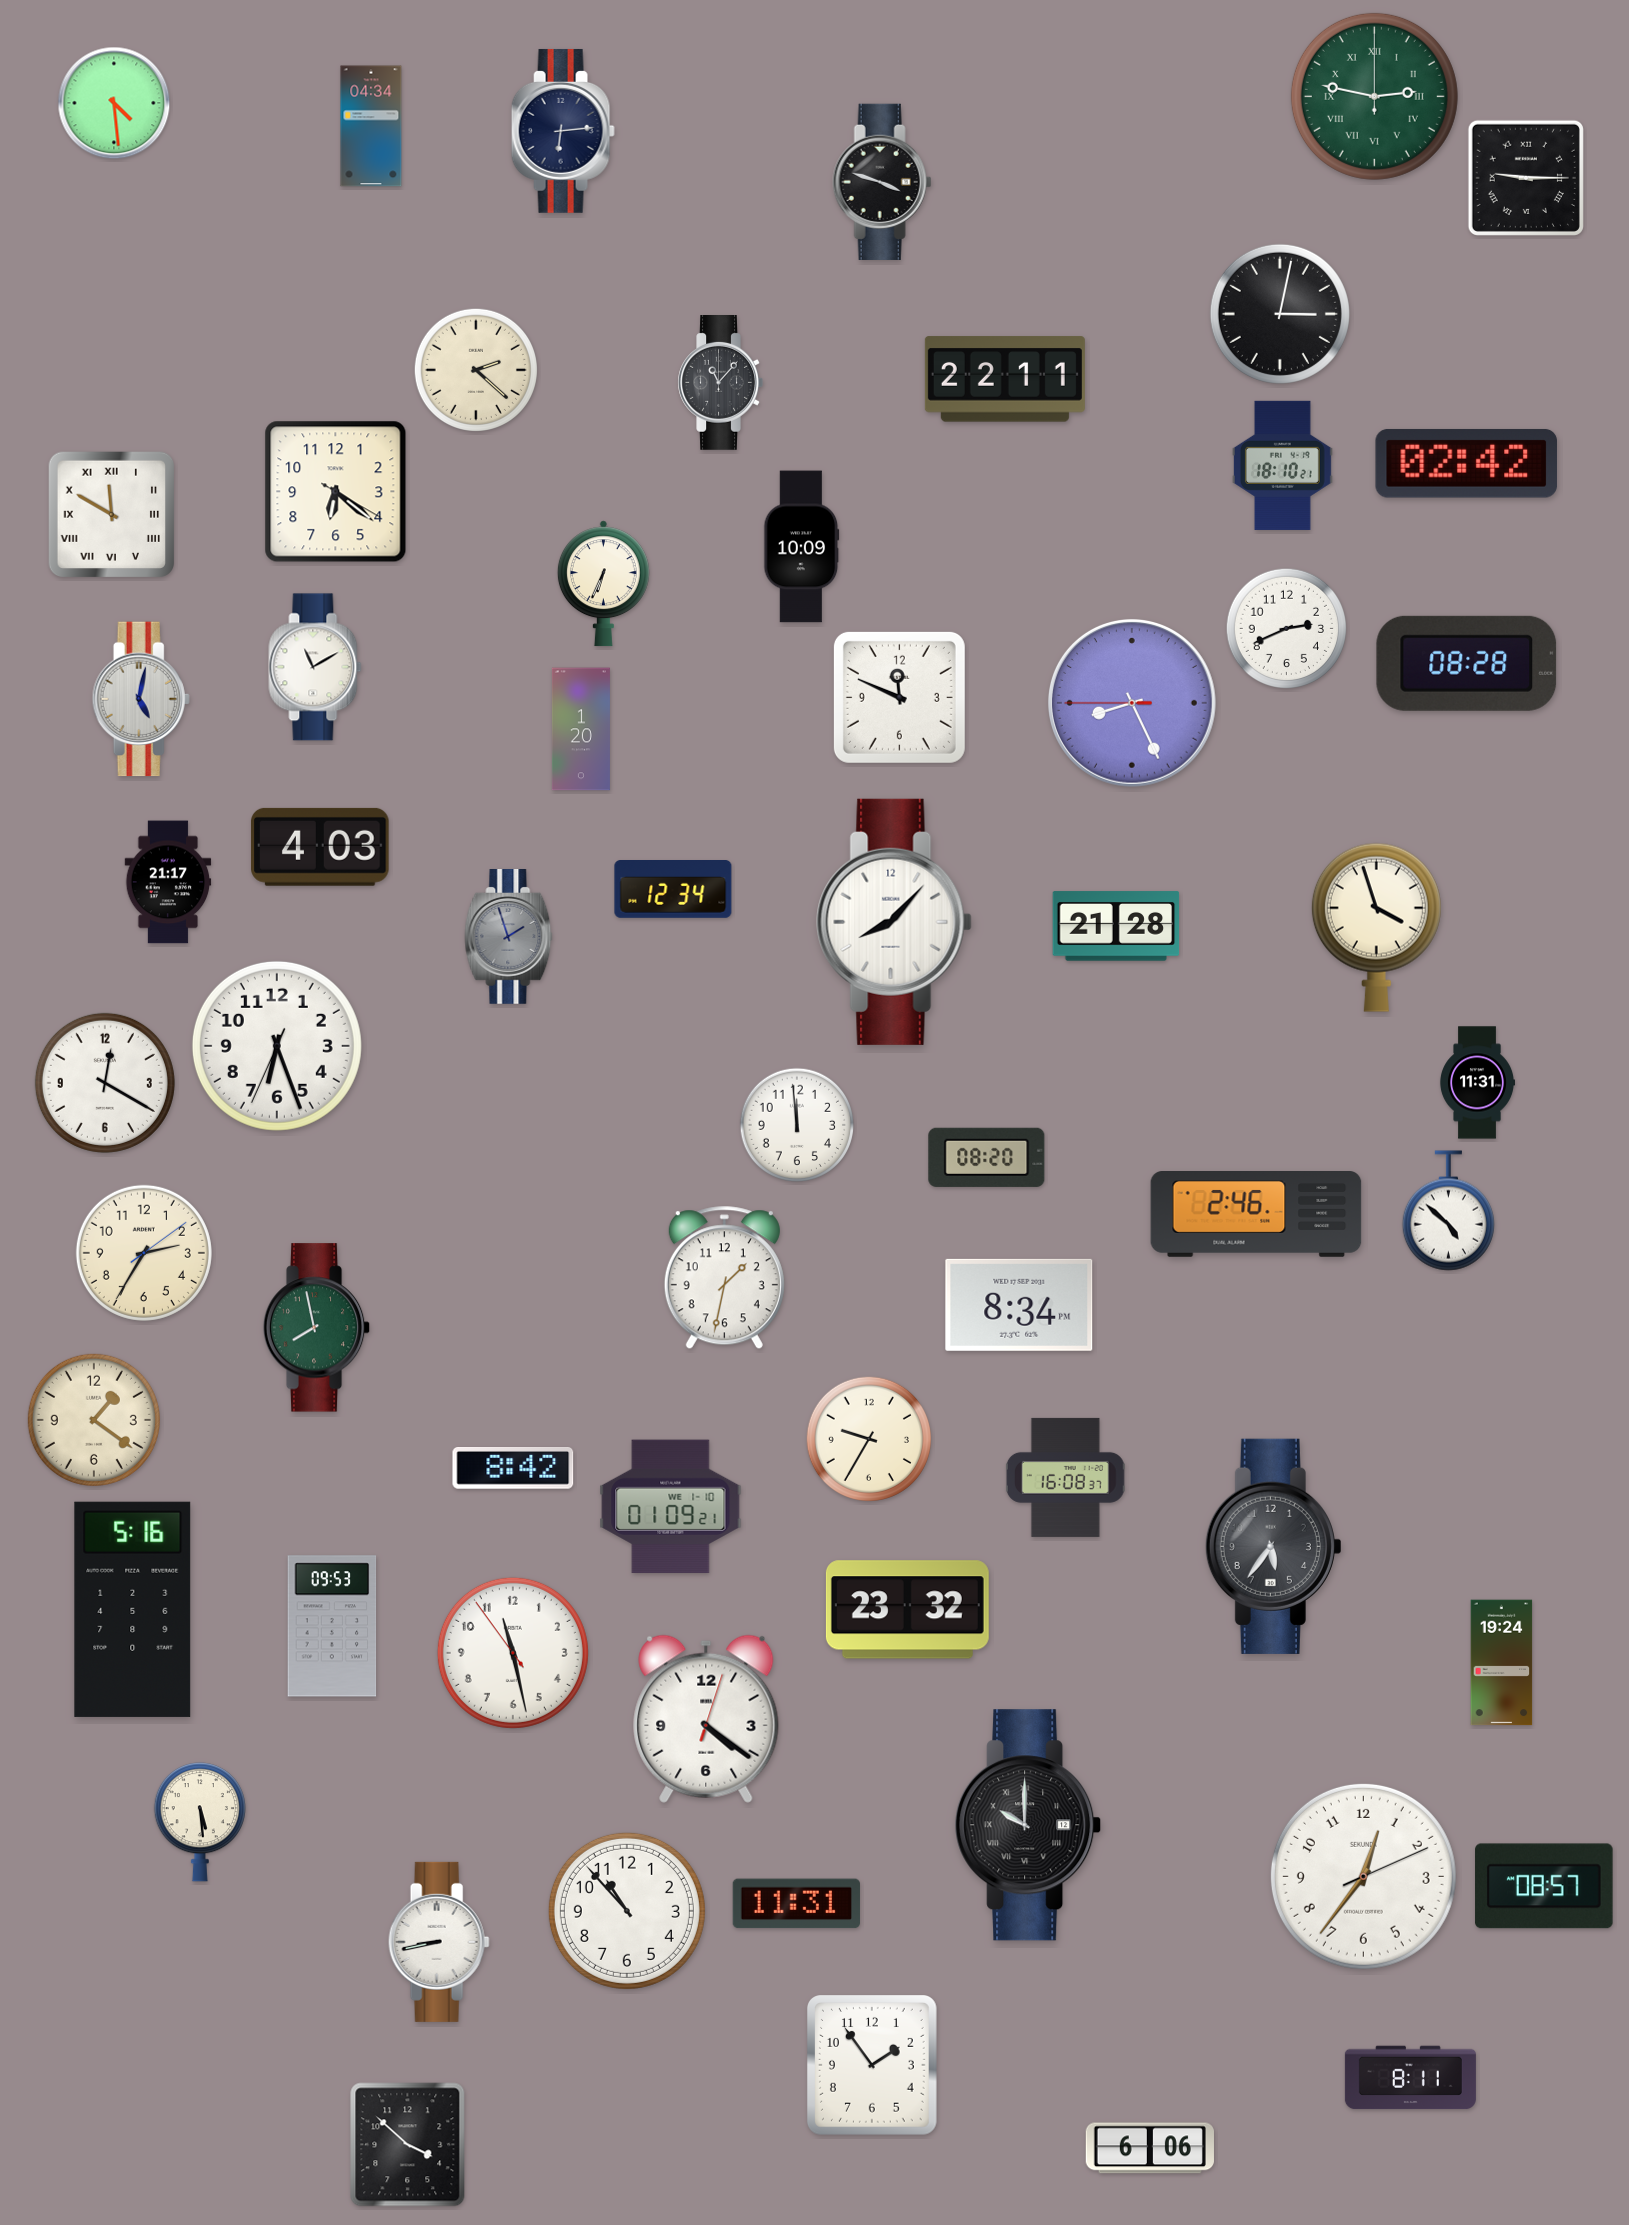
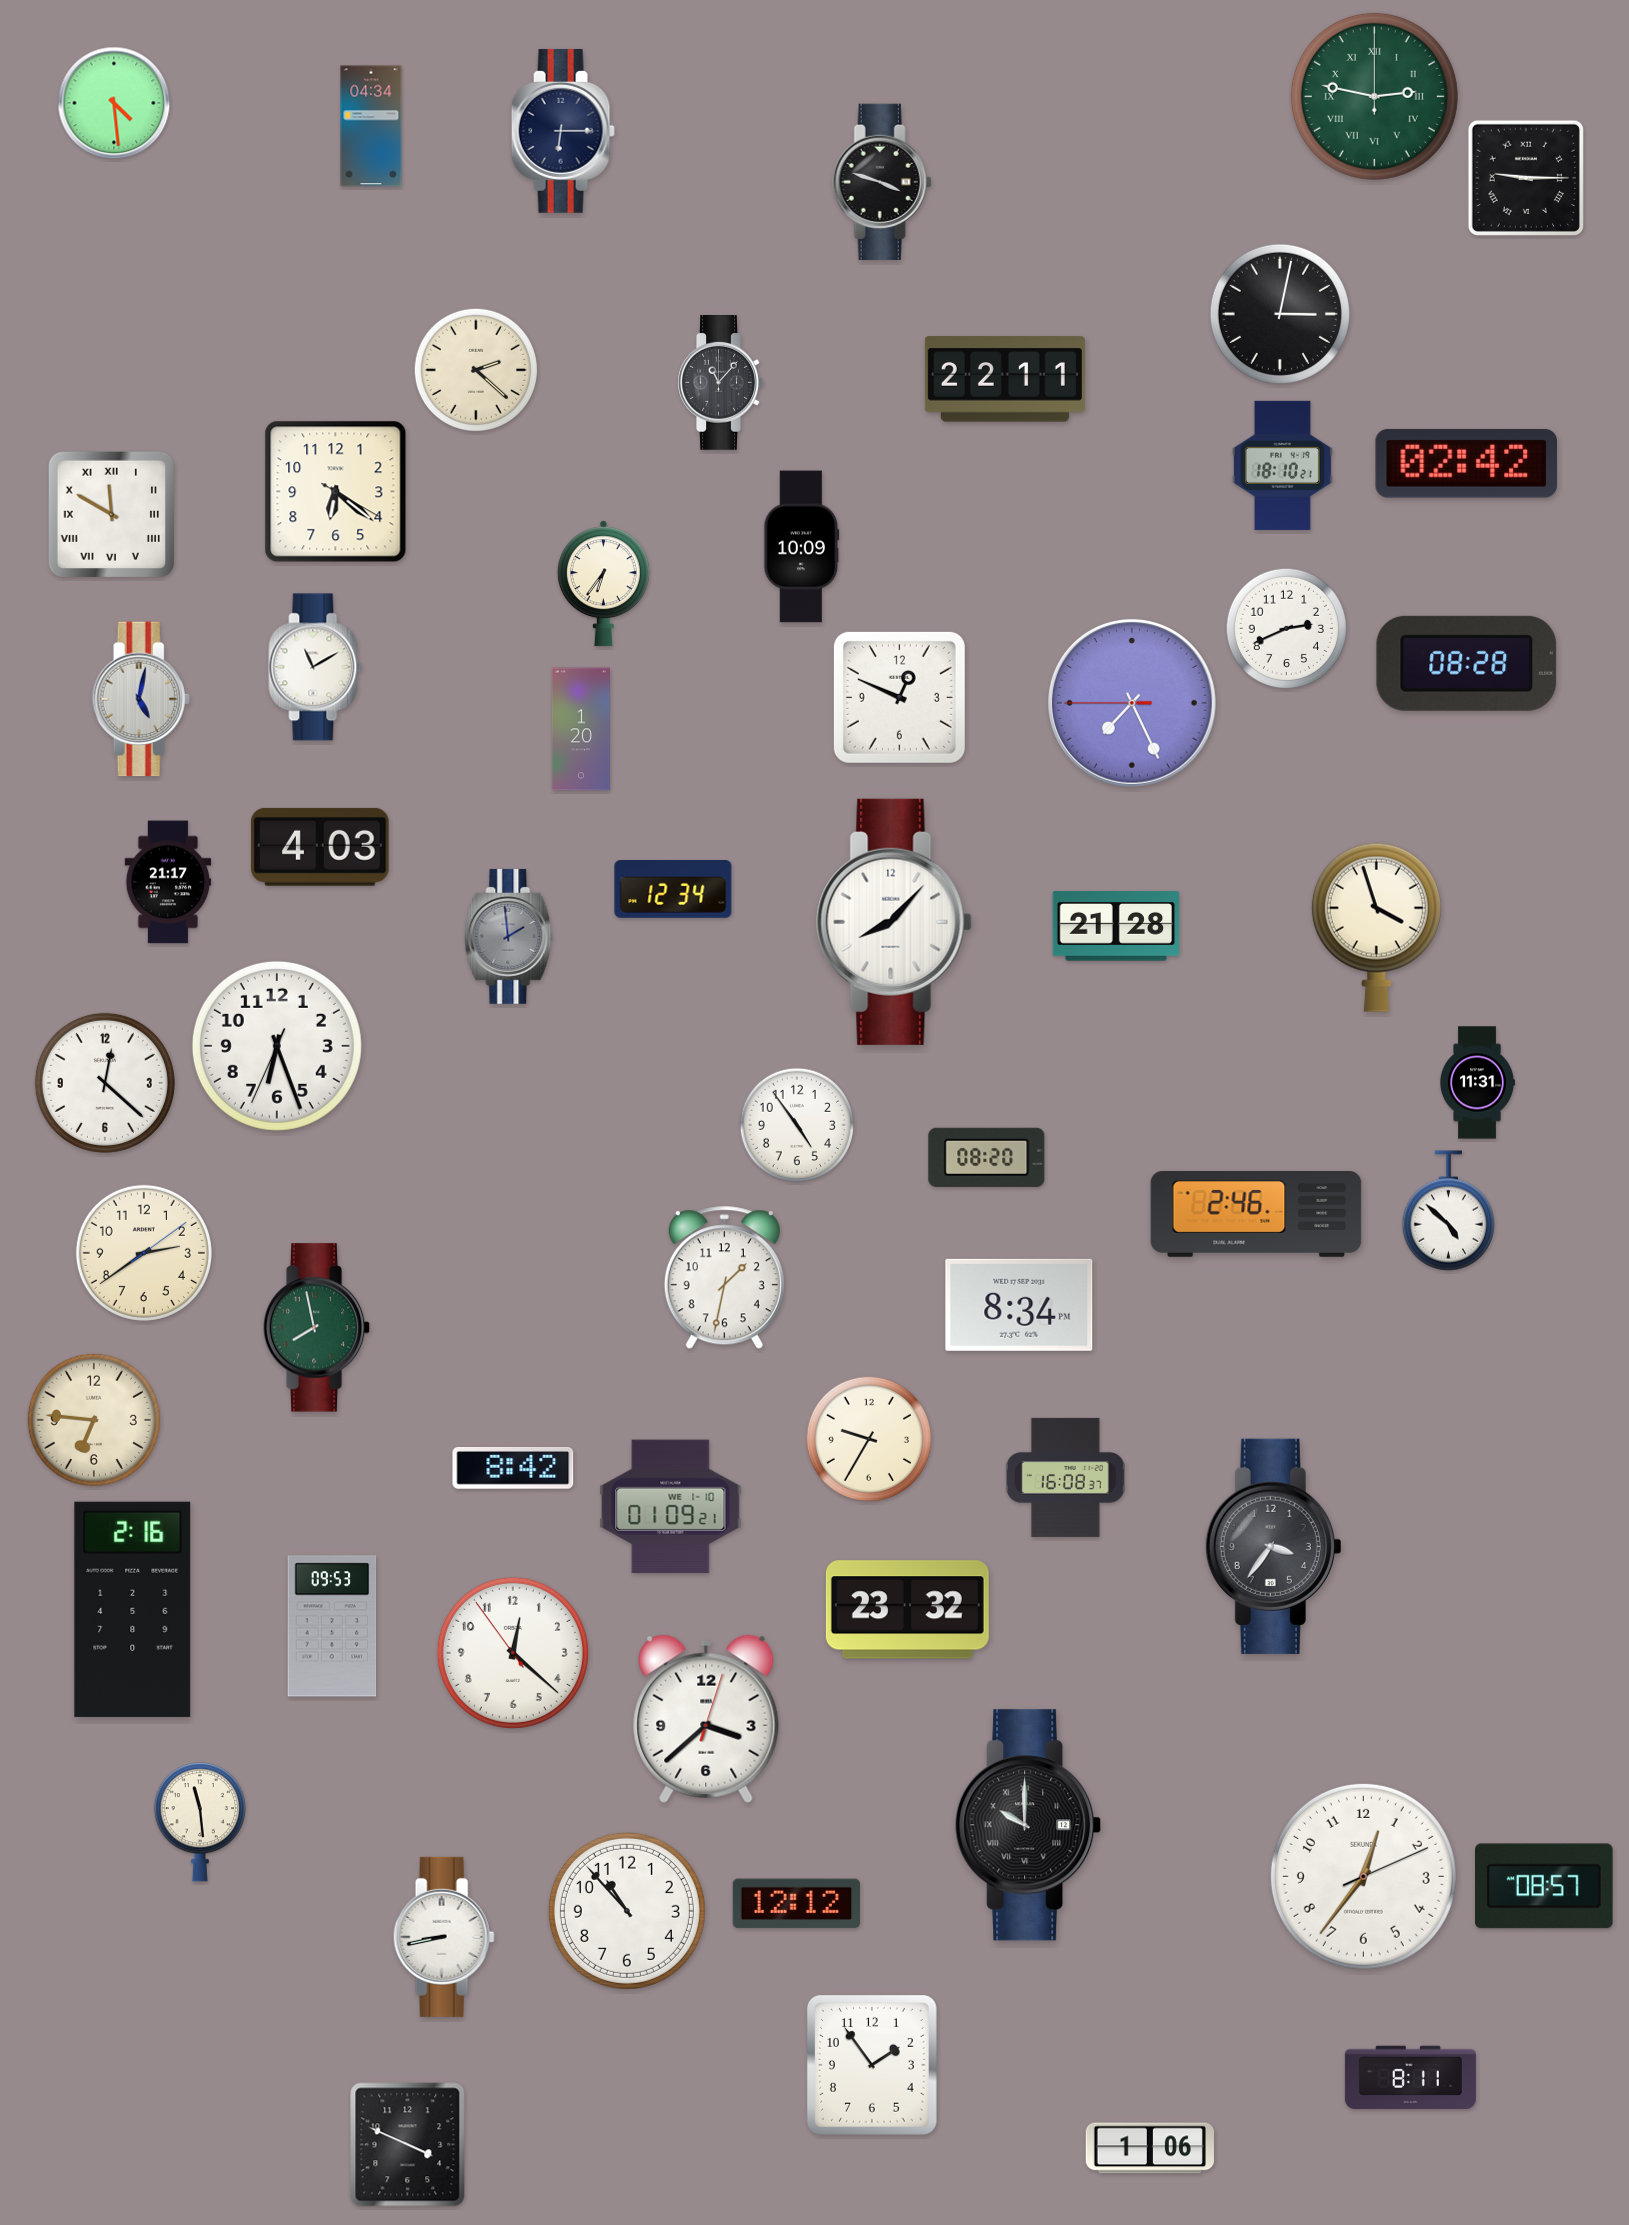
clock at (563, 131): 6:14 -> 6:15
clock at (603, 584): 6:34 -> 6:36
clock at (899, 697): 11:49 -> 12:49
clock at (1132, 703): 8:25 -> 7:25
clock at (509, 937): 1:57 -> 1:59
clock at (105, 1083): 12:20 -> 12:22
clock at (797, 1125): 11:59 -> 4:54
clock at (144, 1253): 2:35 -> 2:39
clock at (94, 1420): 1:21 -> 6:46
clock at (1273, 1546): 5:36 -> 3:36
clock at (133, 1609): 5:16 -> 2:16
clock at (513, 1653): 11:27 -> 12:21
clock at (1502, 1663): 19:24 -> none
clock at (706, 1719): 4:21 -> 3:38
clock at (200, 1822): 5:29 -> 11:29
clock at (796, 1904): 11:31 -> 12:12
clock at (439, 1942) position: (439, 1942) -> (444, 1937)
clock at (408, 2145): 3:52 -> 3:49
clock at (1150, 2148): 6:06 -> 1:06
